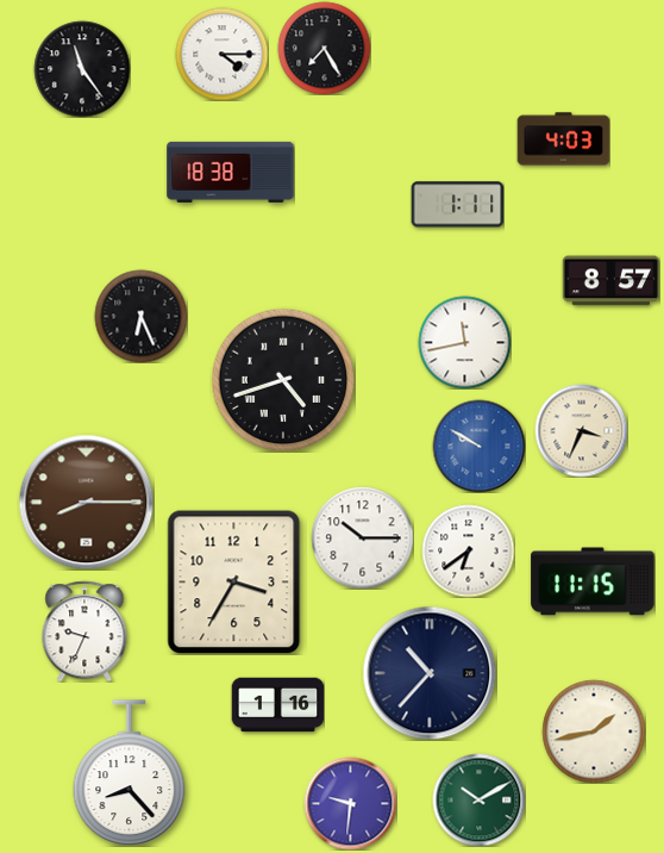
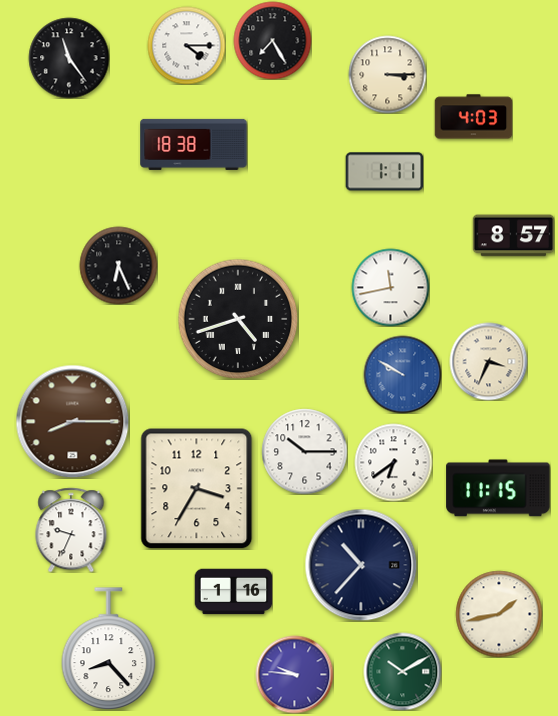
clock at (387, 74): none -> 3:15
clock at (350, 803): 9:31 -> 9:46
